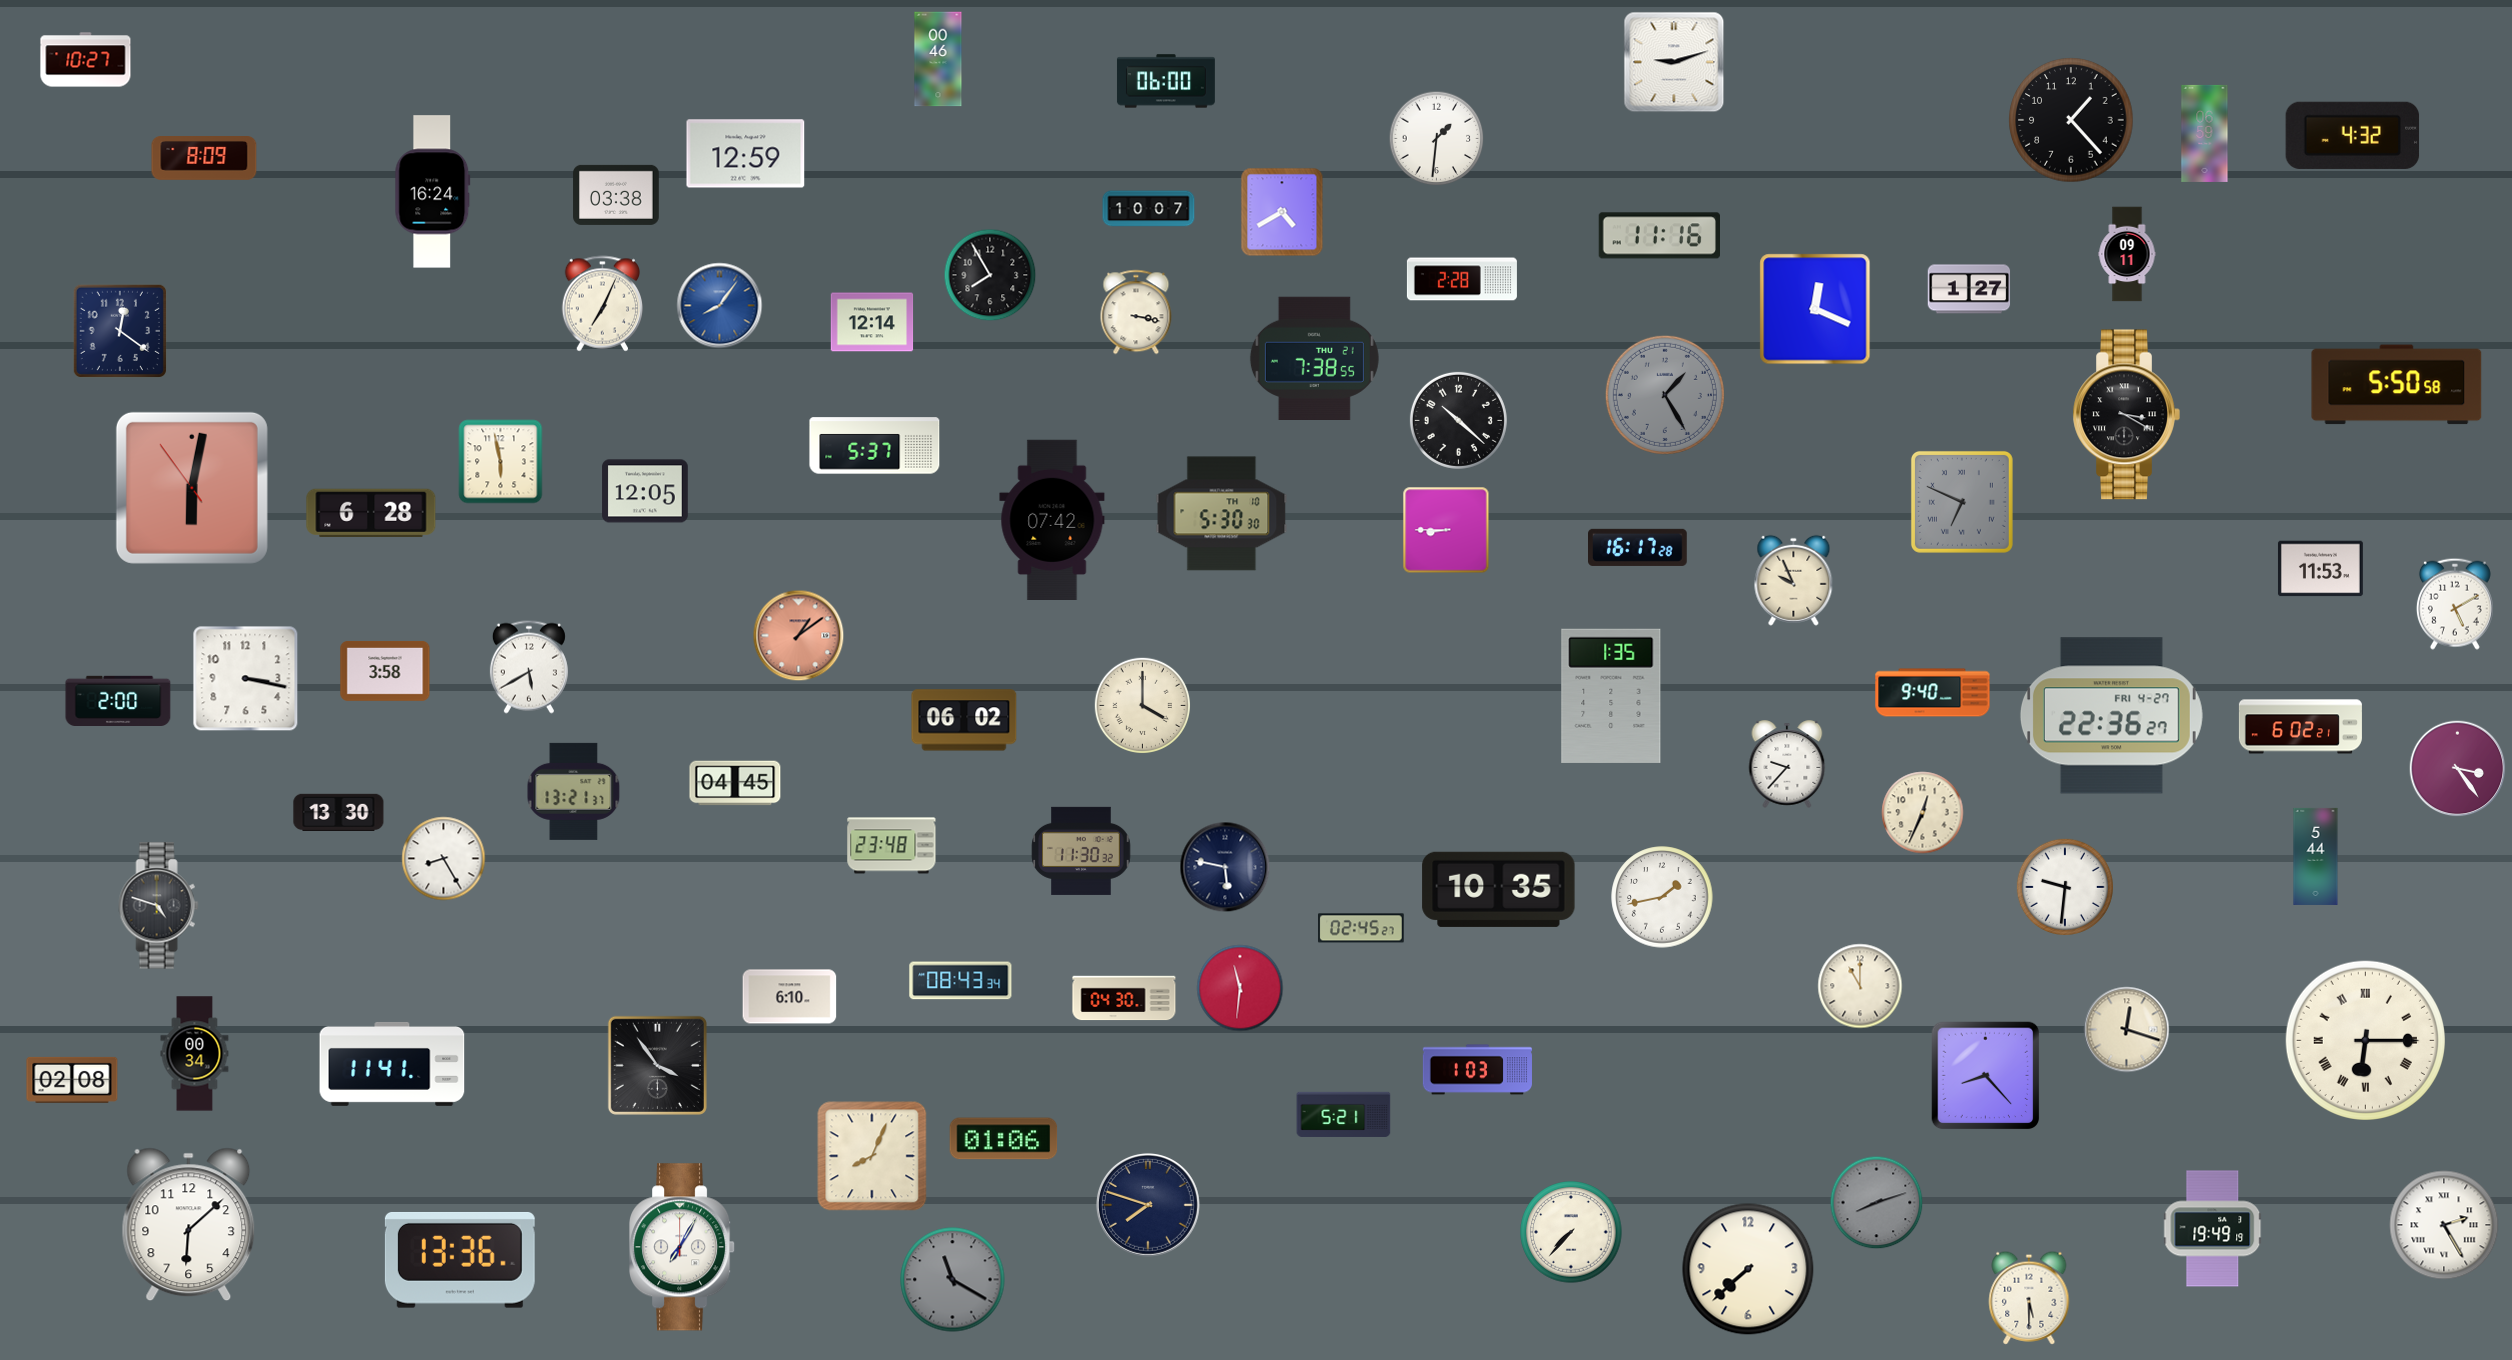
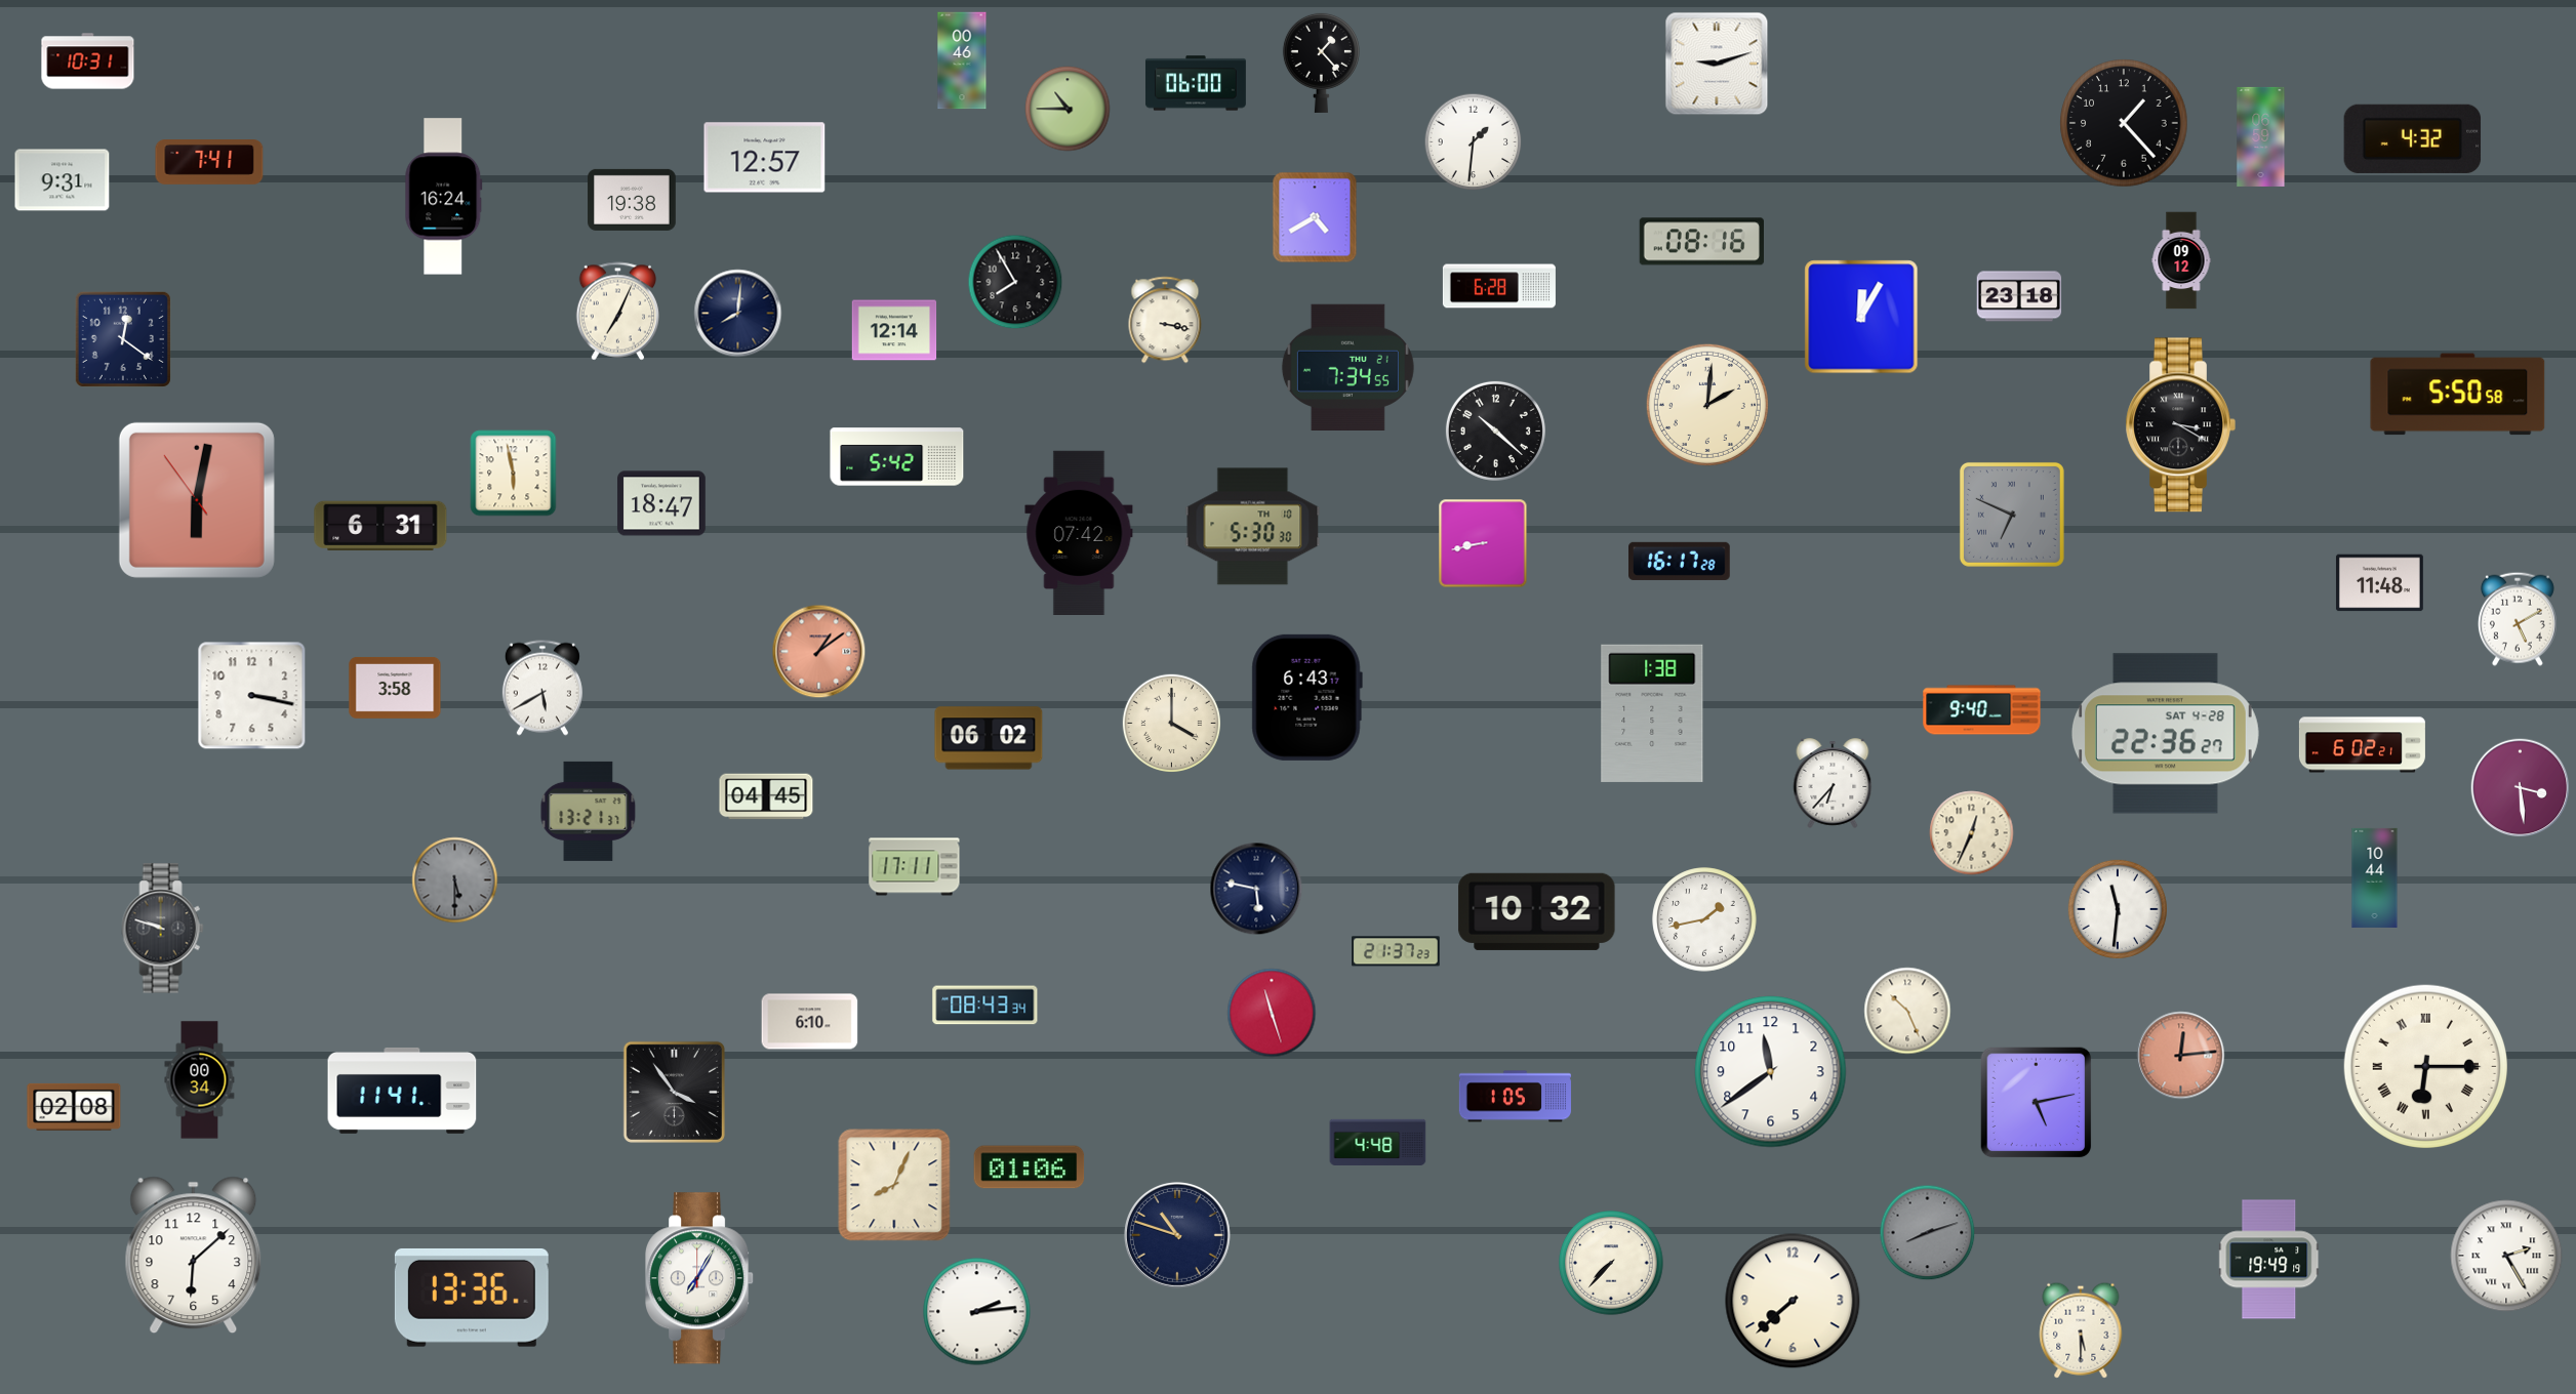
clock at (86, 60): 10:27 -> 10:31
clock at (1321, 63): none -> 1:23
clock at (1068, 109): none -> 10:45
clock at (746, 154): 12:59 -> 12:57
clock at (204, 159): 8:09 -> 7:41
clock at (63, 180): none -> 9:31
clock at (616, 195): 03:38 -> 19:38
clock at (1149, 209): 10:07 -> none
clock at (1659, 236): 11:16 -> 08:16
clock at (2127, 254): 09:11 -> 09:12
clock at (1462, 279): 2:28 -> 6:28
clock at (1969, 289): 1:27 -> 23:18
clock at (720, 306): 8:06 -> 8:01
clock at (720, 306) dial: blue -> navy
clock at (1815, 309): 12:19 -> 12:05
clock at (1314, 358): 7:38 -> 7:34
clock at (1665, 395): 1:25 -> 2:01
clock at (1665, 395) dial: grey -> cream
clock at (875, 446): 5:37 -> 5:42
clock at (645, 491): 12:05 -> 18:47
clock at (371, 512): 6:28 -> 6:31
clock at (1446, 530): 8:45 -> 8:43
clock at (2320, 569): 11:53 -> 11:48
clock at (1794, 580): 9:56 -> none
clock at (529, 667) position: (529, 667) -> (542, 688)
clock at (1306, 697): none -> 6:43
clock at (1611, 696): 1:35 -> 1:38
clock at (118, 700): 2:00 -> none
clock at (2111, 716) date: FRI 4-27 -> SAT 4-28
clock at (2300, 727) position: (2300, 727) -> (2362, 745)
clock at (1787, 764): 9:37 -> 6:37
clock at (2458, 769): 3:24 -> 3:29
clock at (735, 783) position: (735, 783) -> (766, 796)
clock at (339, 812): 13:30 -> none
clock at (892, 846): 23:48 -> 17:11
clock at (1081, 851): 11:30 -> none
clock at (2316, 856): 5:44 -> 10:44
clock at (444, 859): 8:25 -> 5:30
clock at (444, 859) dial: white -> grey
clock at (2065, 887): 9:31 -> 11:31
clock at (1499, 889): 10:35 -> 10:32
clock at (159, 906): 4:48 -> 9:48
clock at (1362, 928): 02:45 -> 21:37
clock at (1860, 986): 11:00 -> 10:26
clock at (1240, 988): 11:31 -> 11:27
clock at (1124, 998): 04:30 -> none
clock at (2127, 1030): 12:18 -> 12:14
clock at (2127, 1030) dial: cream -> salmon
clock at (1771, 1072): none -> 11:39
clock at (1477, 1070): 1:03 -> 1:05
clock at (1986, 1076): 8:23 -> 5:13
clock at (1344, 1114): 5:21 -> 4:48
clock at (1877, 1203) position: (1877, 1203) -> (1928, 1233)
clock at (1148, 1205): 7:48 -> 10:48
clock at (460, 1260) position: (460, 1260) -> (472, 1298)
clock at (953, 1280): 11:20 -> 2:14
clock at (953, 1280) dial: grey -> white
